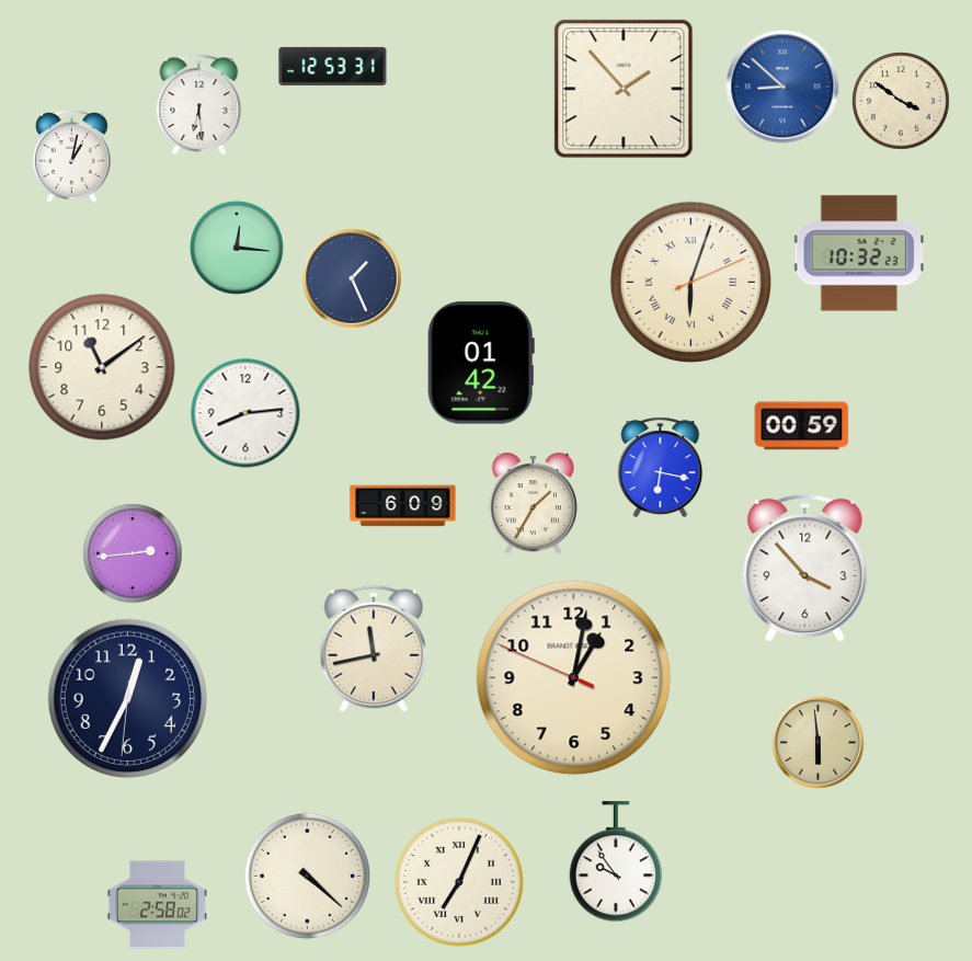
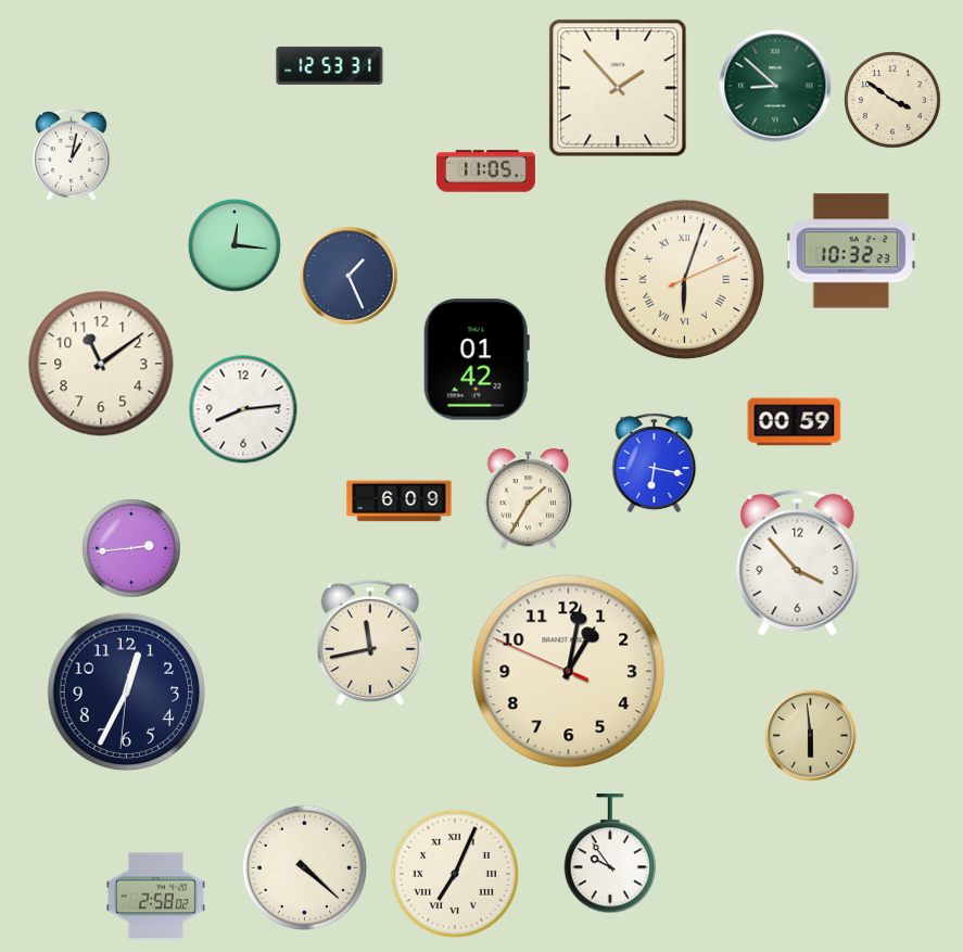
clock at (782, 87) dial: blue -> green
clock at (199, 105): 6:29 -> none
clock at (485, 172): none -> 11:05
